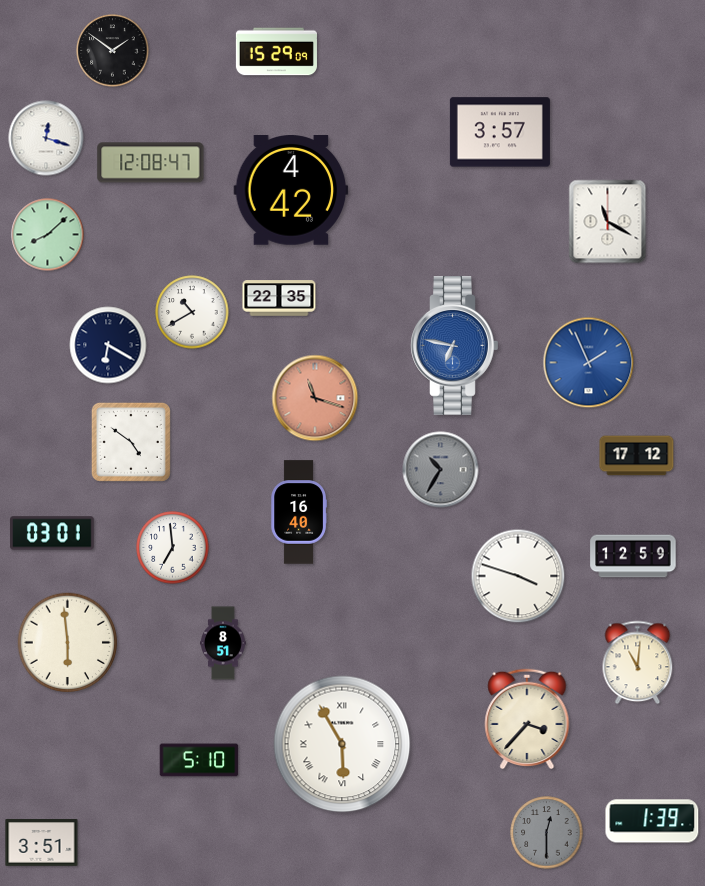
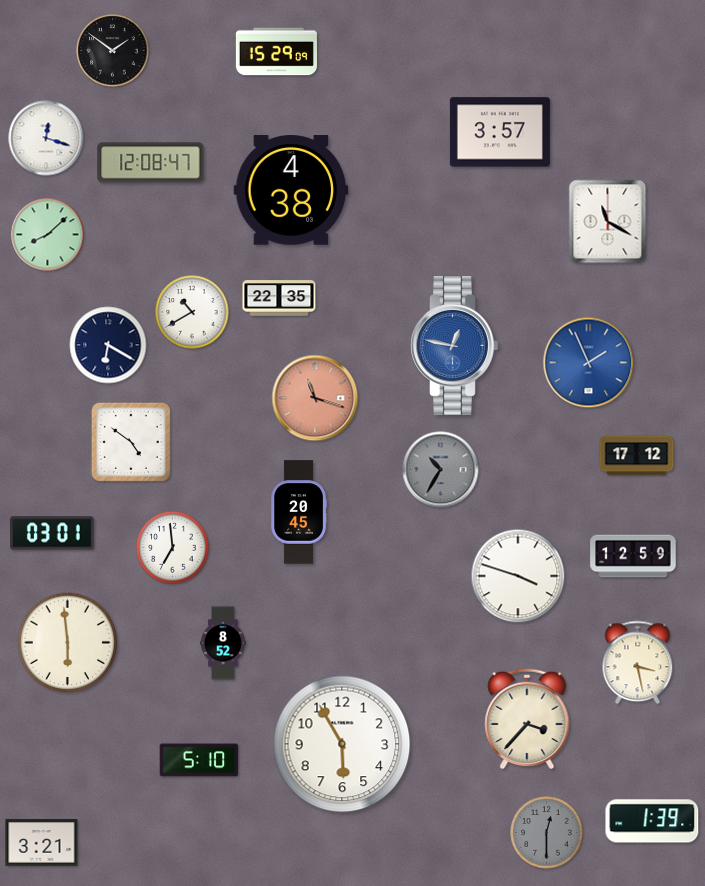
clock at (291, 191): 4:42 -> 4:38
clock at (455, 346): 6:47 -> 12:47
clock at (298, 512): 16:40 -> 20:45
clock at (224, 643): 8:51 -> 8:52
clock at (638, 663): 11:01 -> 3:28
clock at (342, 744) numerals: Roman -> Arabic
clock at (42, 843): 3:51 -> 3:21
